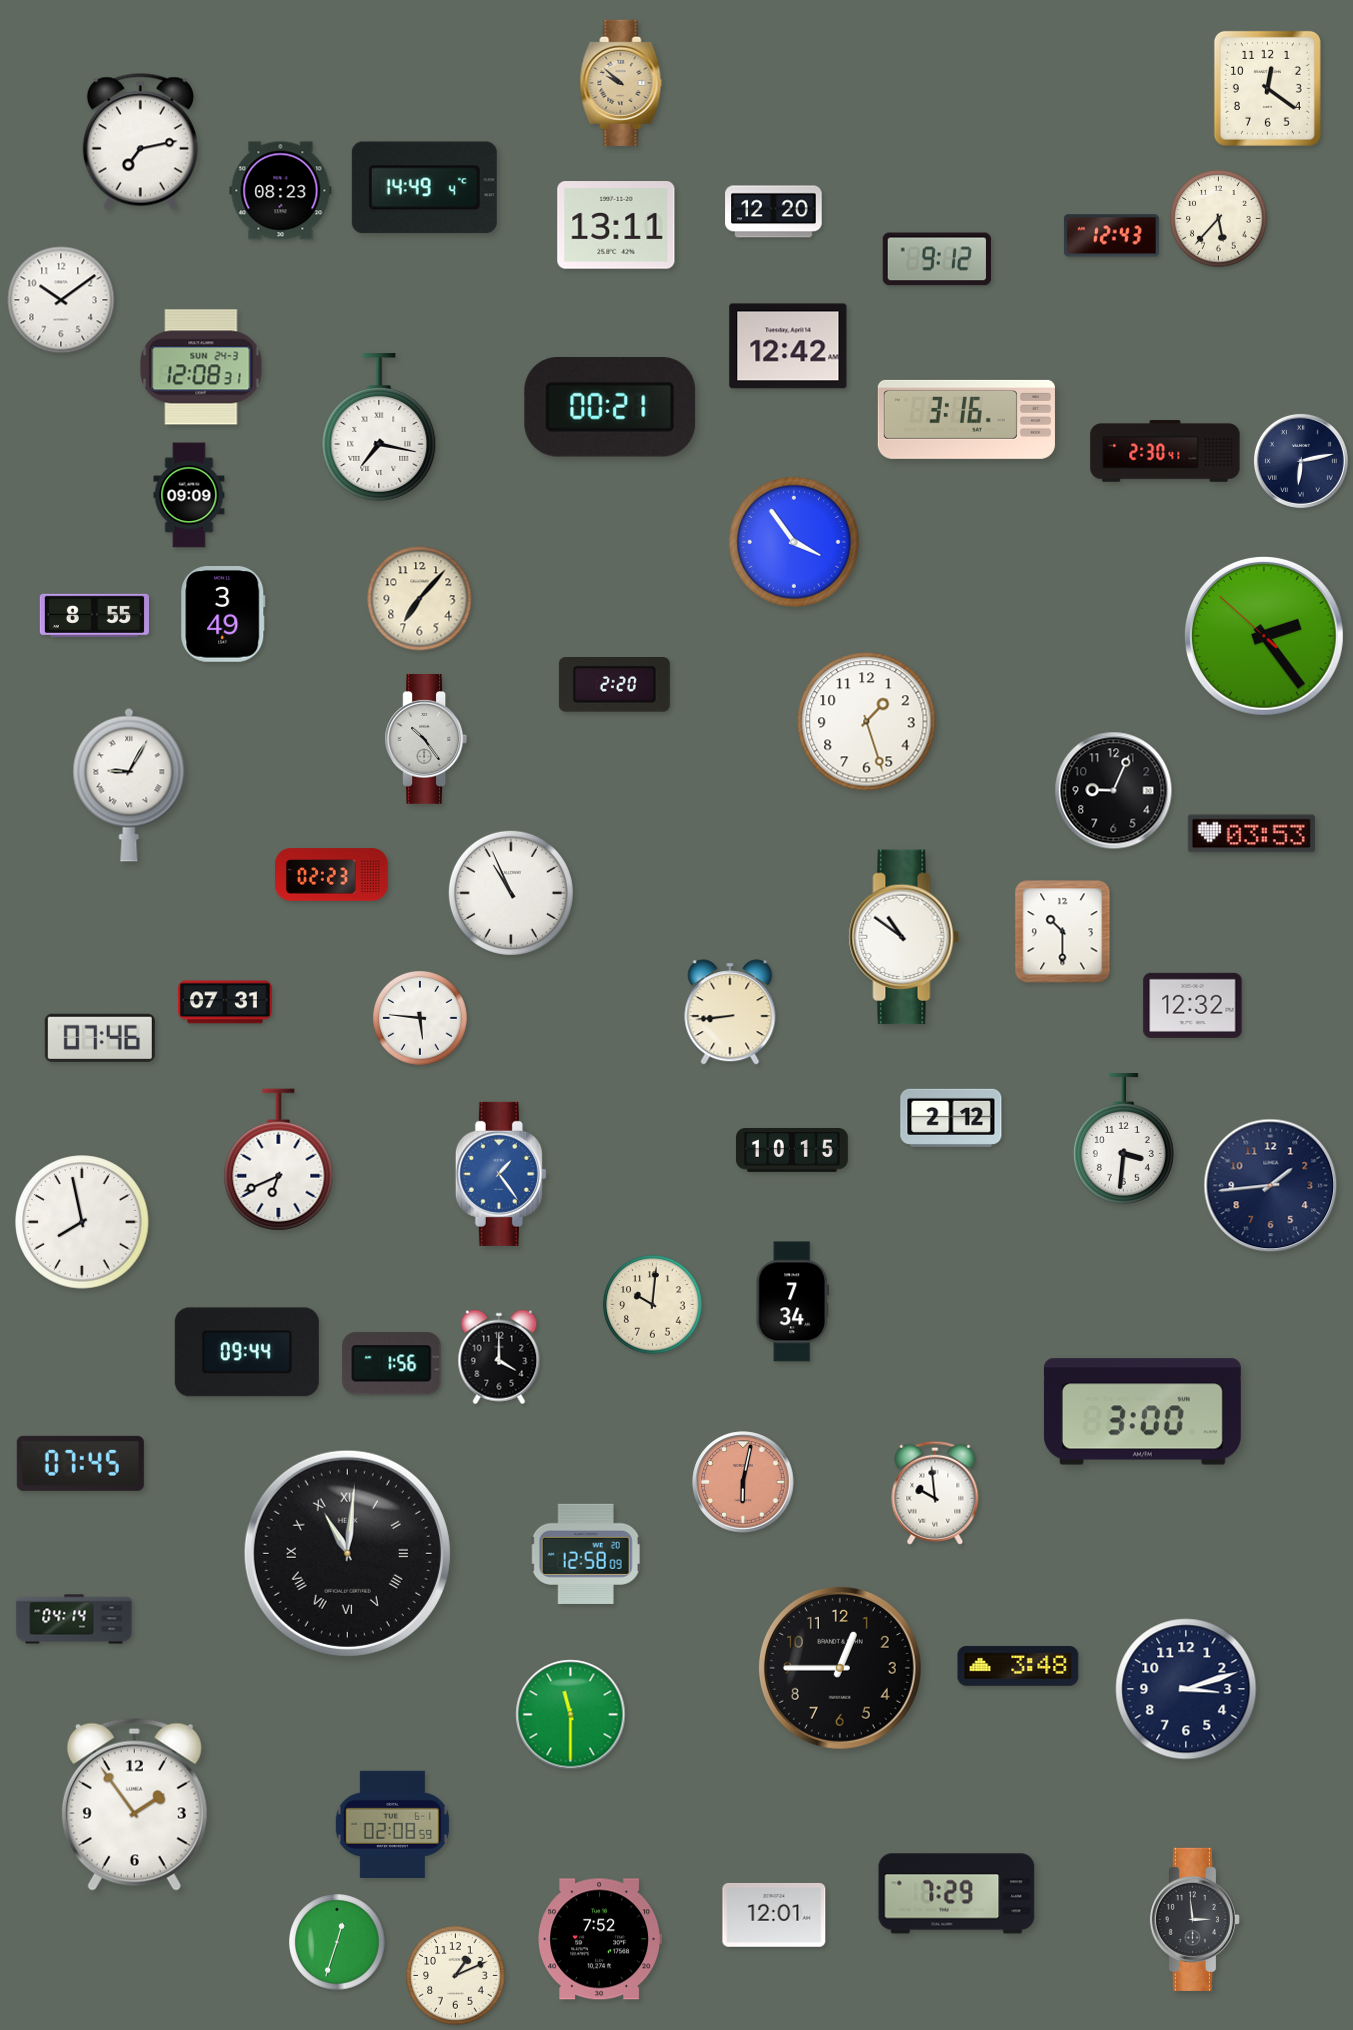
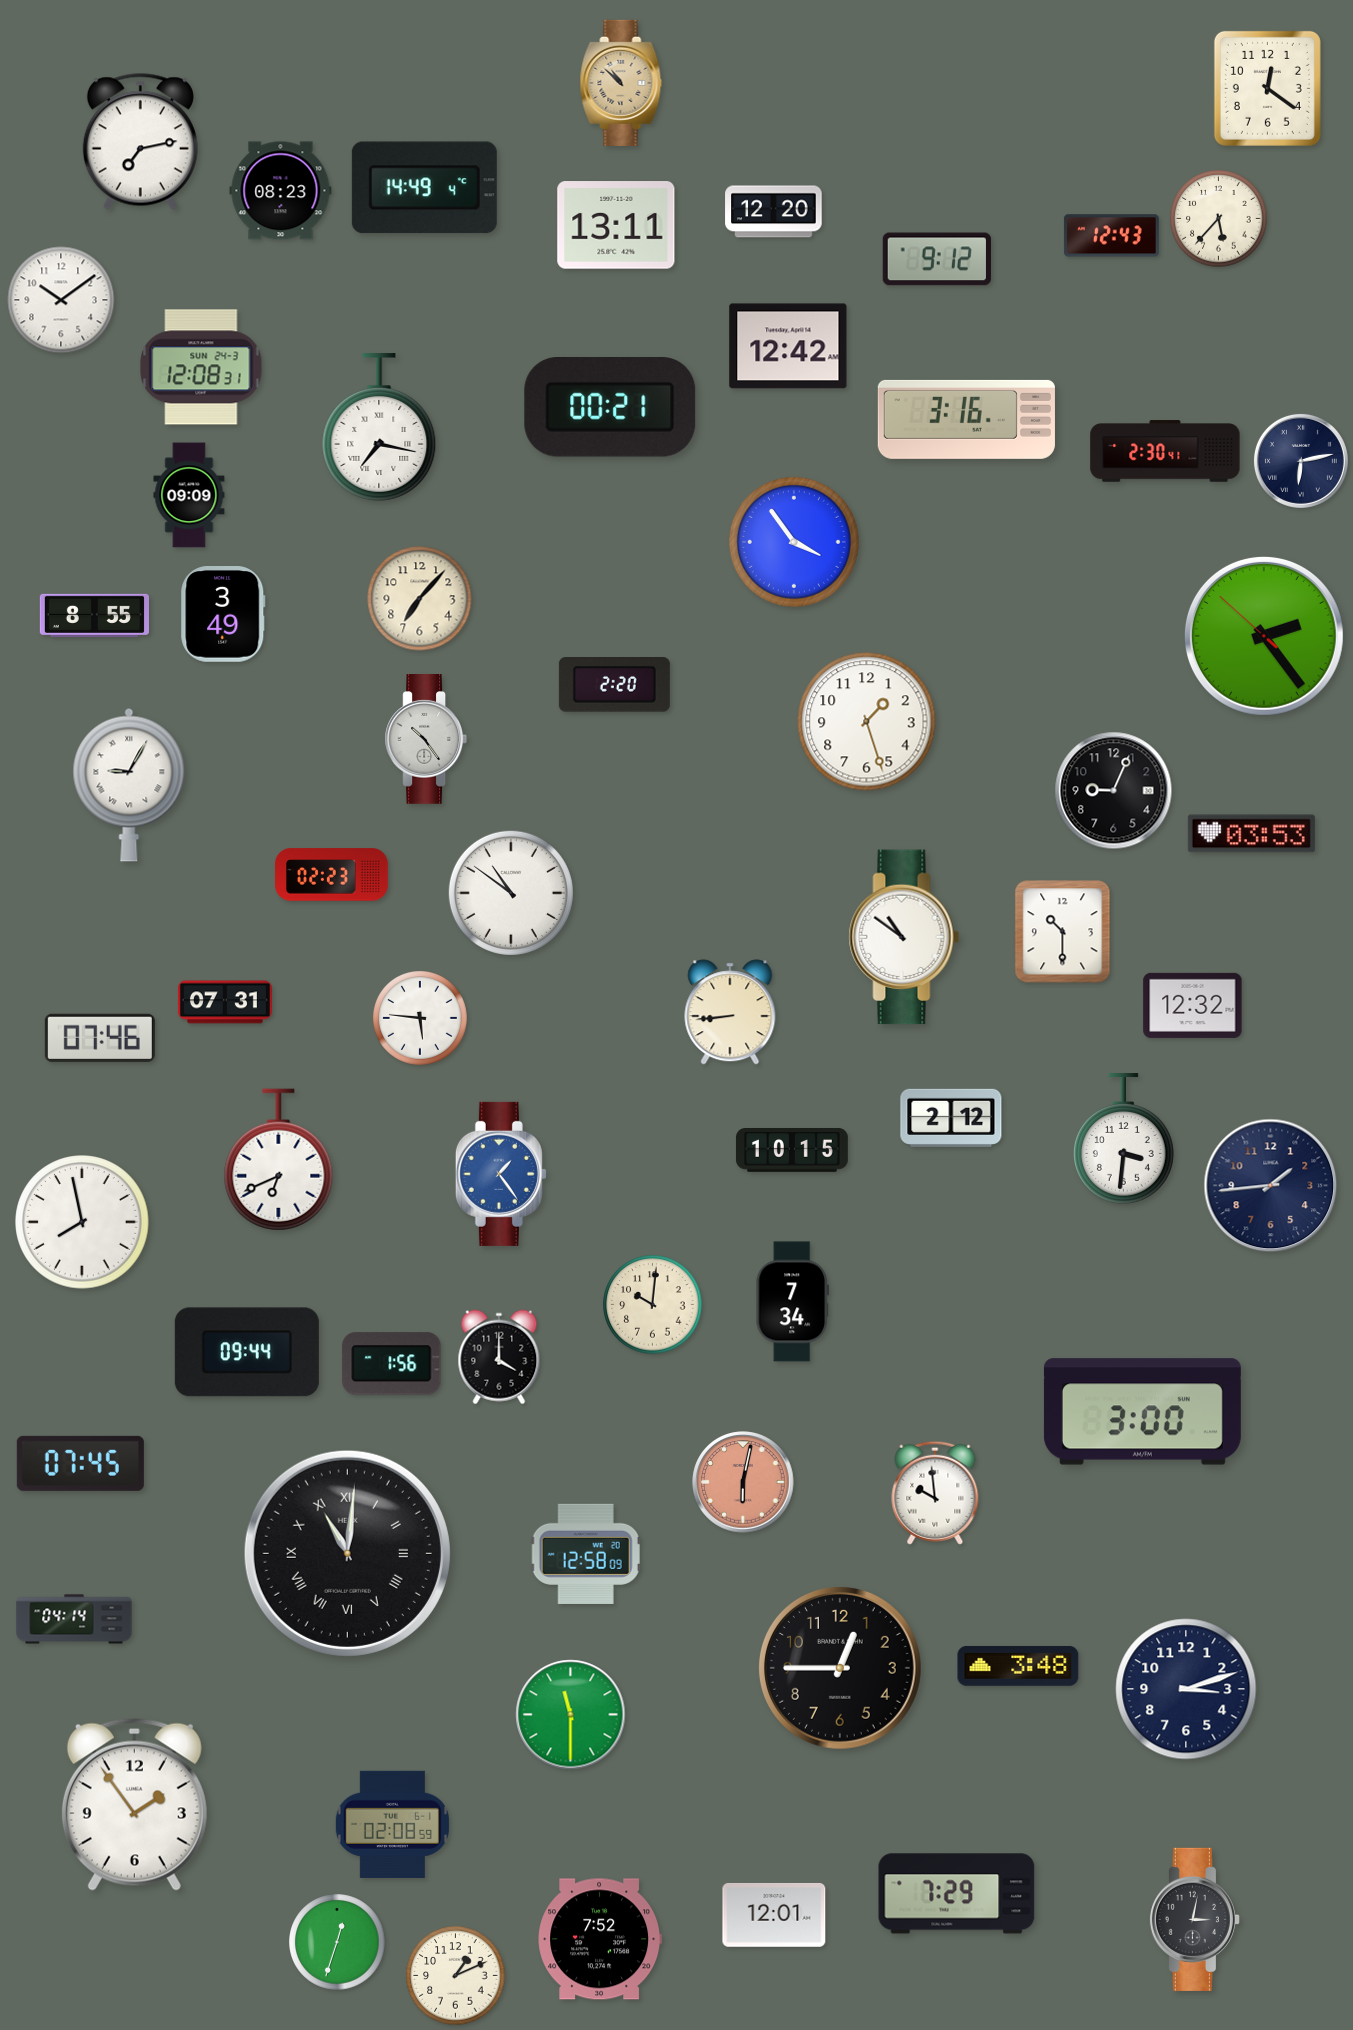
clock at (621, 83): 9:52 -> 10:52
clock at (511, 893): 10:56 -> 10:51
clock at (1194, 1919): 2:59 -> 3:02
